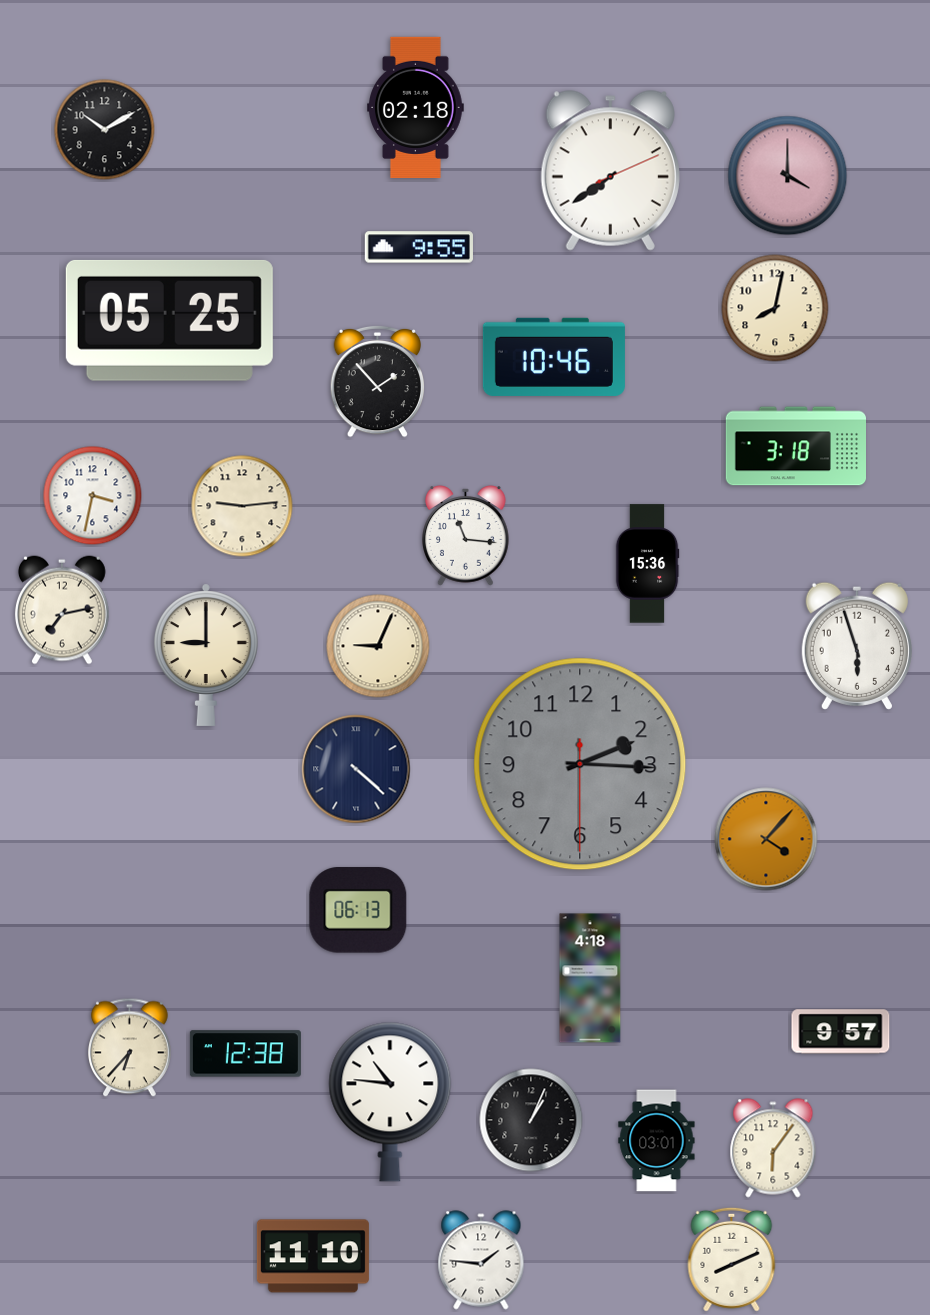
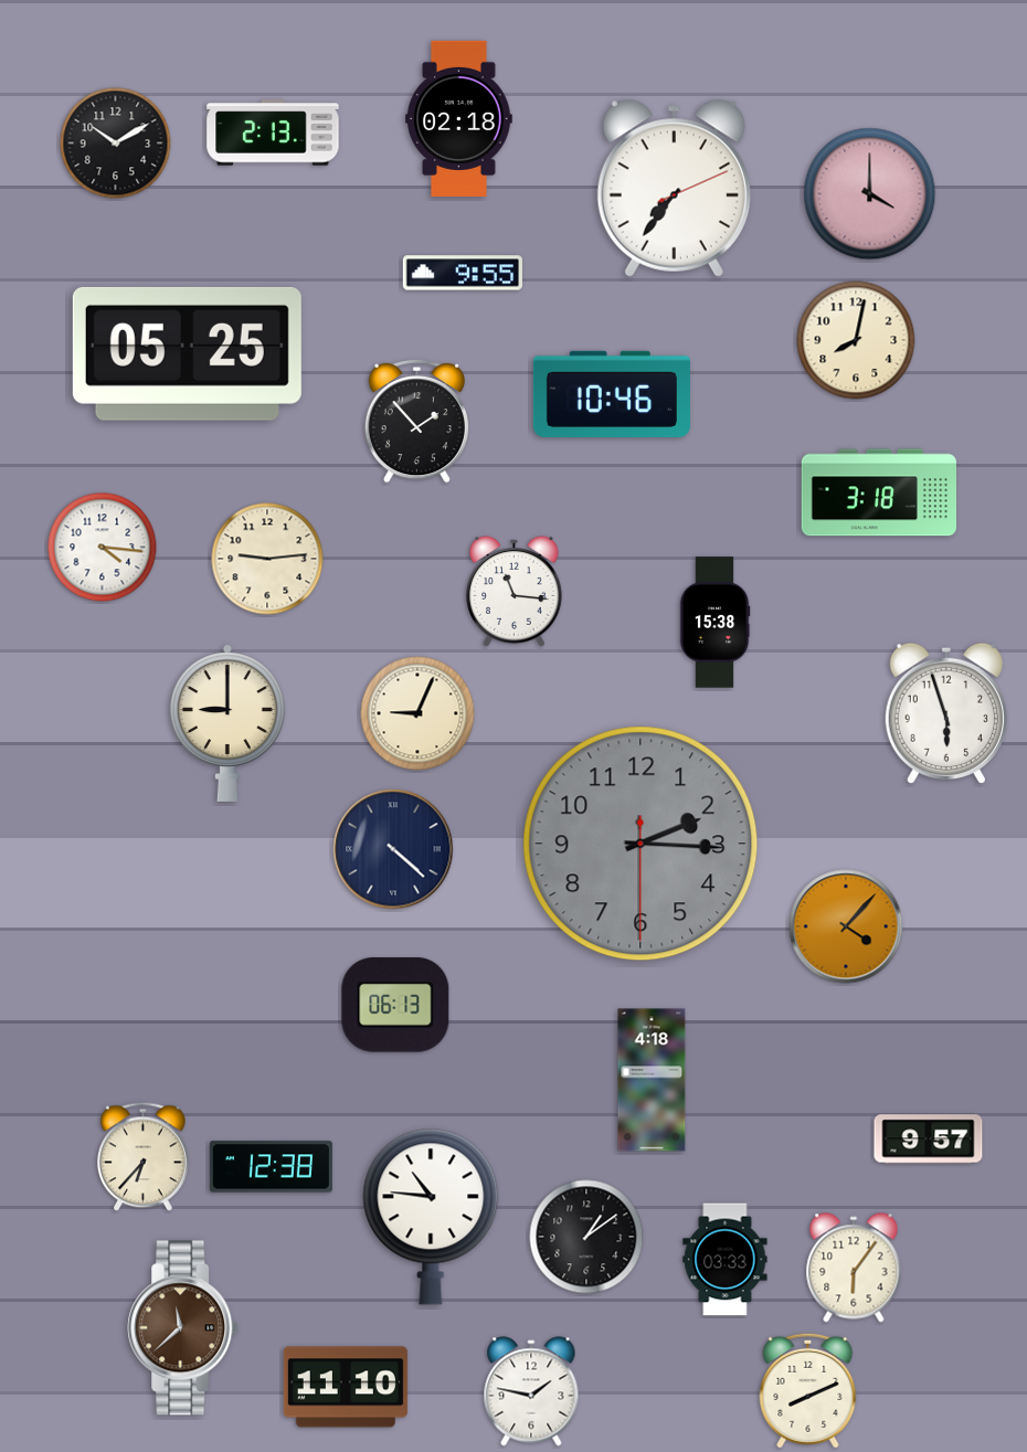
clock at (273, 133): none -> 2:13
clock at (610, 171): 7:39 -> 7:36
clock at (93, 496): 3:32 -> 4:16
clock at (647, 564): 15:36 -> 15:38
clock at (62, 610): 7:13 -> none
clock at (245, 1054) position: (245, 1054) -> (271, 1167)
clock at (531, 1120): 1:04 -> 1:09
clock at (657, 1141): 03:01 -> 03:33
clock at (183, 1328): none -> 11:38
clock at (481, 1260): 1:46 -> 1:47
